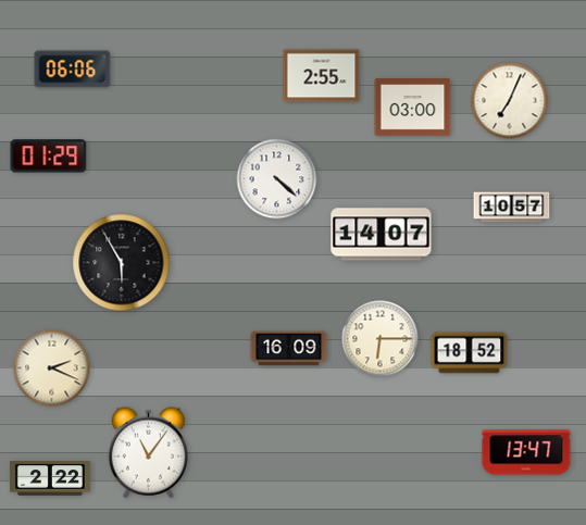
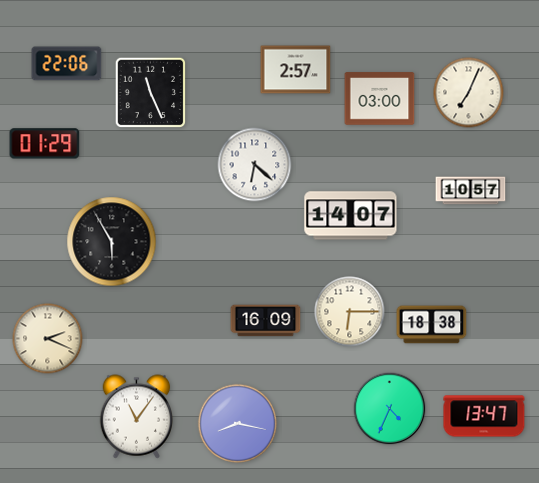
clock at (73, 70): 06:06 -> 22:06
clock at (322, 76): 2:55 -> 2:57
clock at (151, 93): none -> 11:26
clock at (277, 179): 4:22 -> 6:22
clock at (470, 353): 18:52 -> 18:38
clock at (390, 409): none -> 4:34
clock at (238, 424): none -> 8:17
clock at (50, 478): 2:22 -> none
